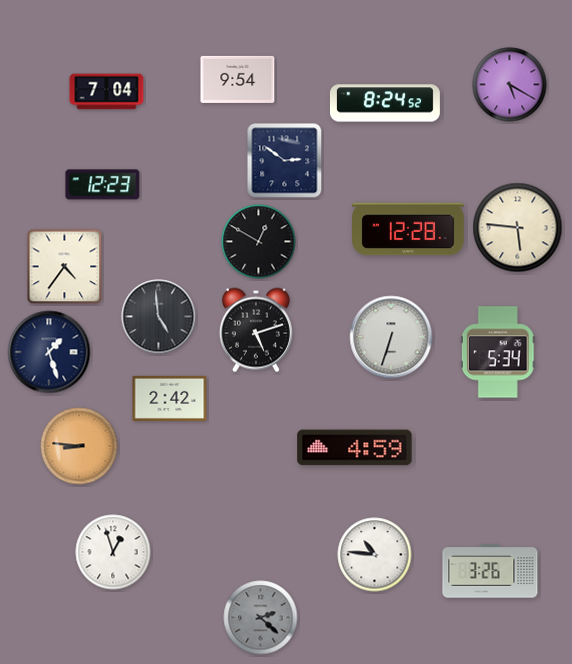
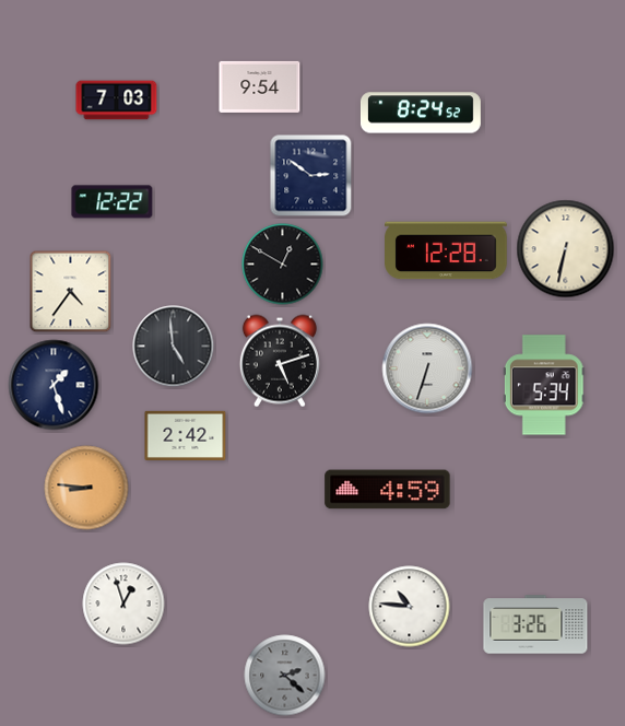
clock at (510, 85): 5:20 -> none
clock at (107, 92): 7:04 -> 7:03
clock at (103, 185): 12:23 -> 12:22
clock at (518, 228): 5:46 -> 6:32
